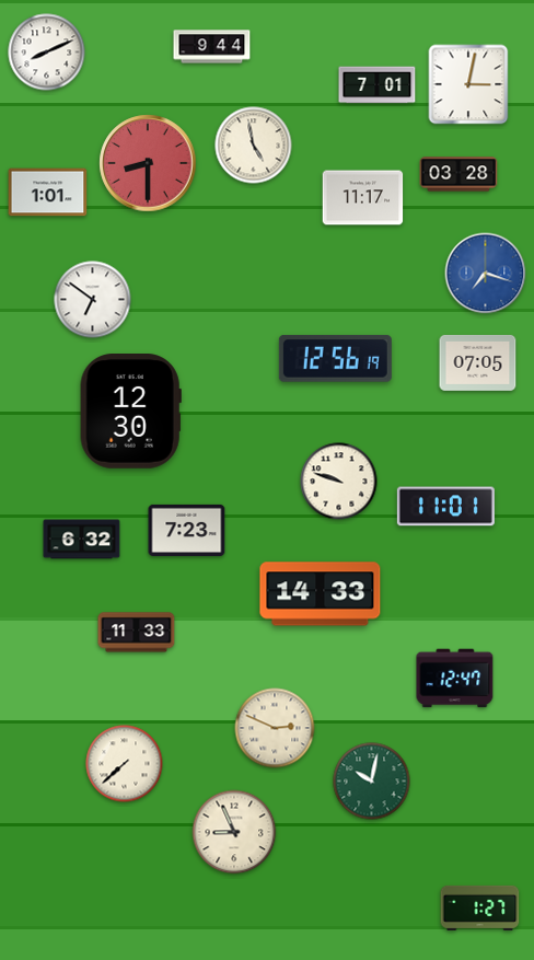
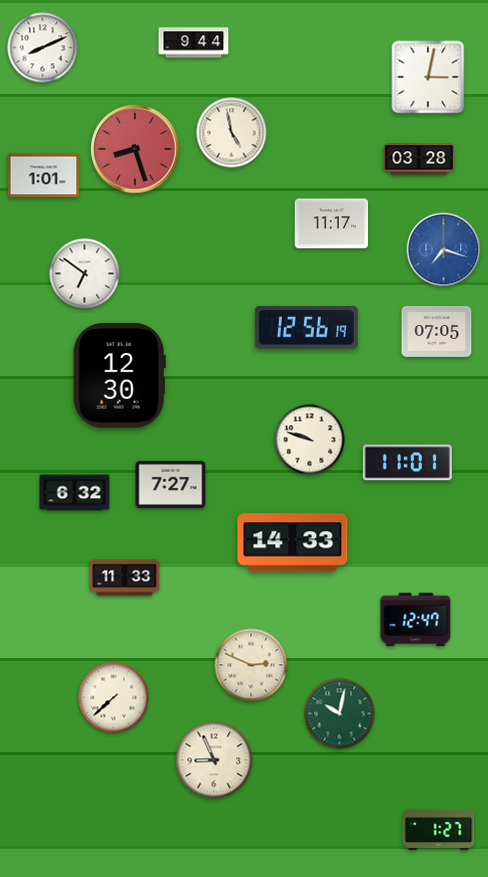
clock at (378, 85): 7:01 -> none
clock at (148, 163): 8:30 -> 8:27
clock at (363, 198) position: (363, 198) -> (332, 224)
clock at (187, 530): 7:23 -> 7:27
